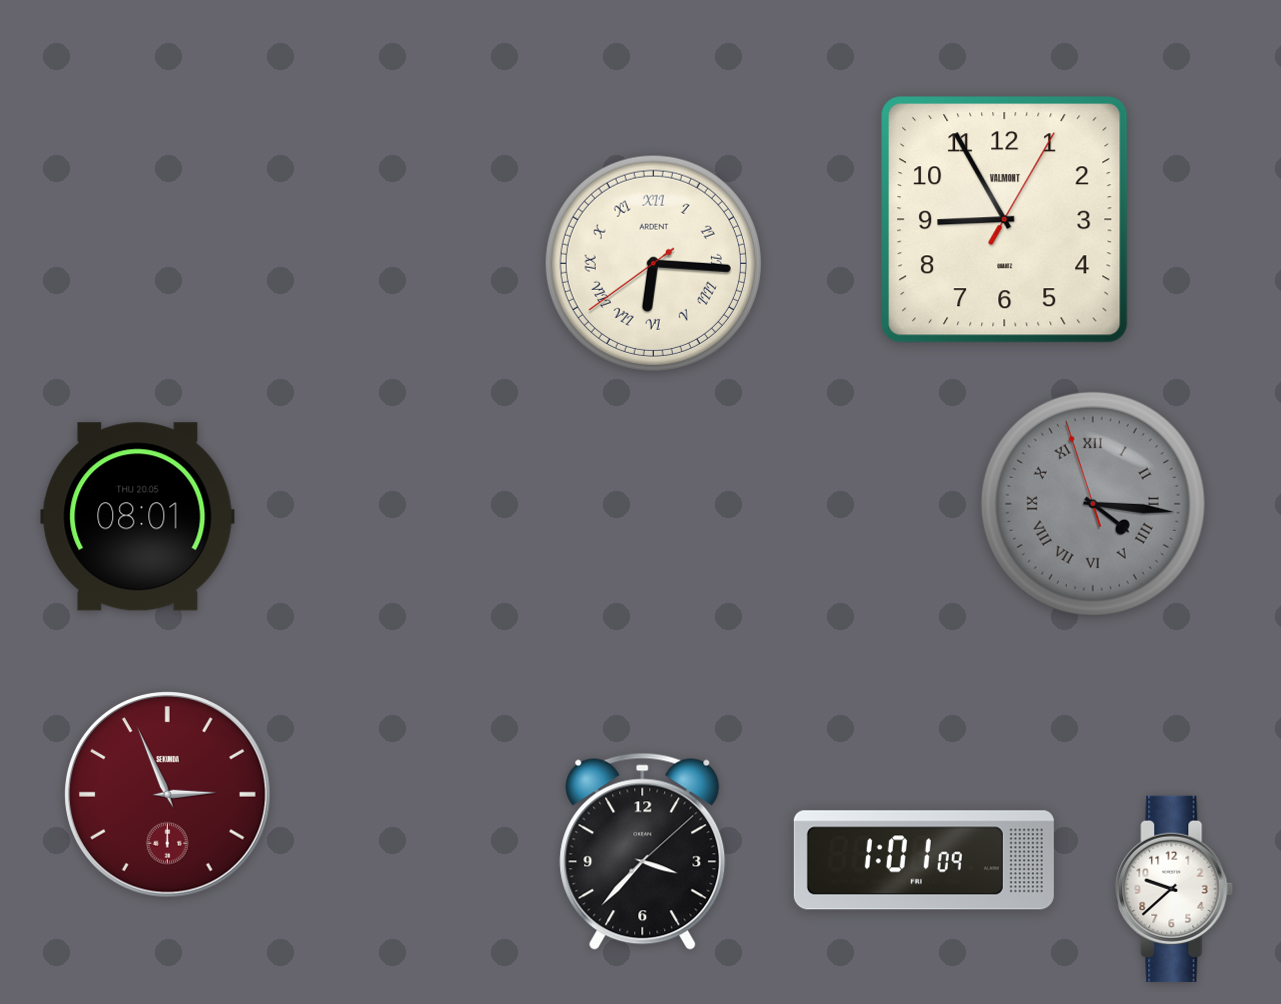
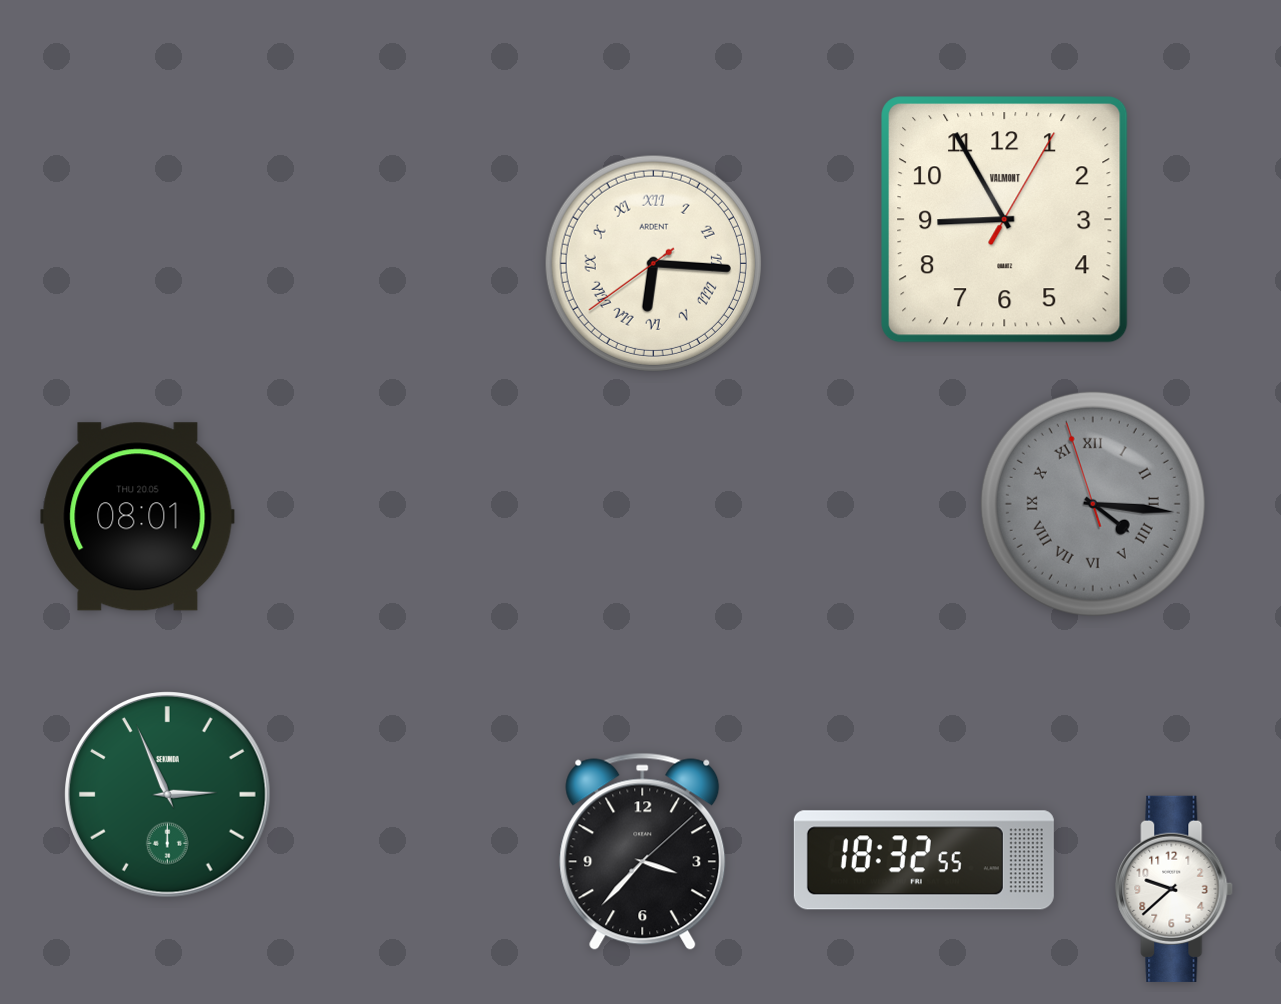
clock at (168, 795) dial: burgundy -> green
clock at (924, 860): 1:01 -> 18:32
